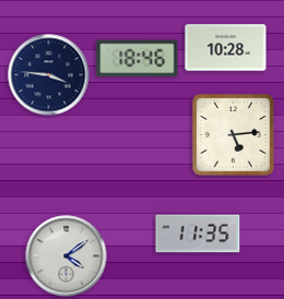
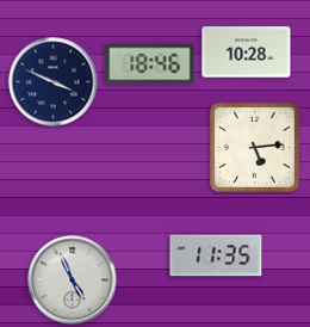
clock at (49, 75): 3:46 -> 3:49
clock at (67, 256): 4:09 -> 4:56
